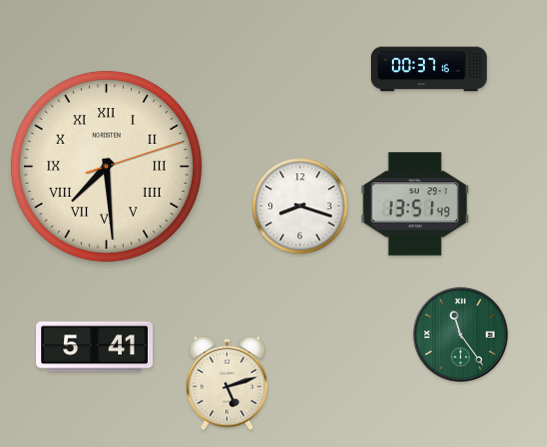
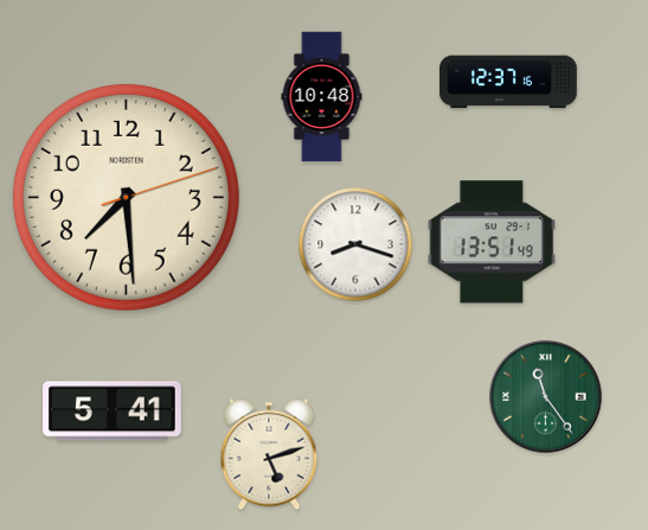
clock at (430, 69): 00:37 -> 12:37
clock at (322, 97): none -> 10:48
clock at (106, 166) numerals: Roman -> Arabic
